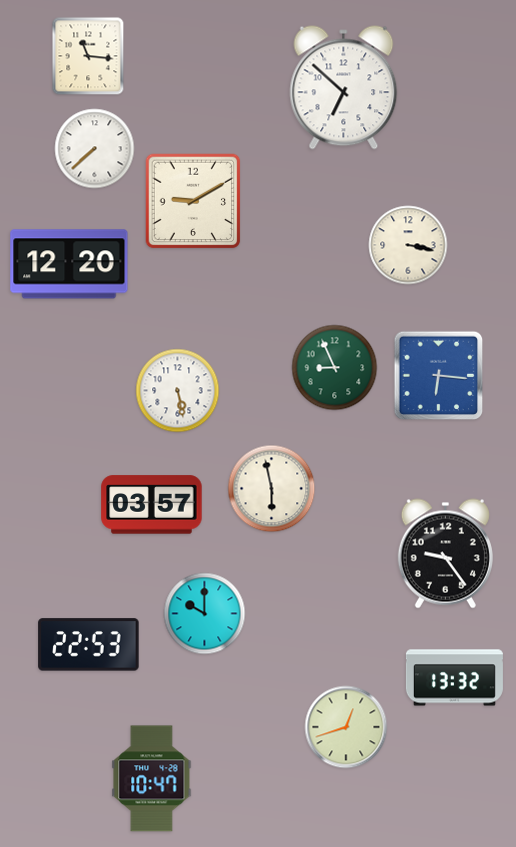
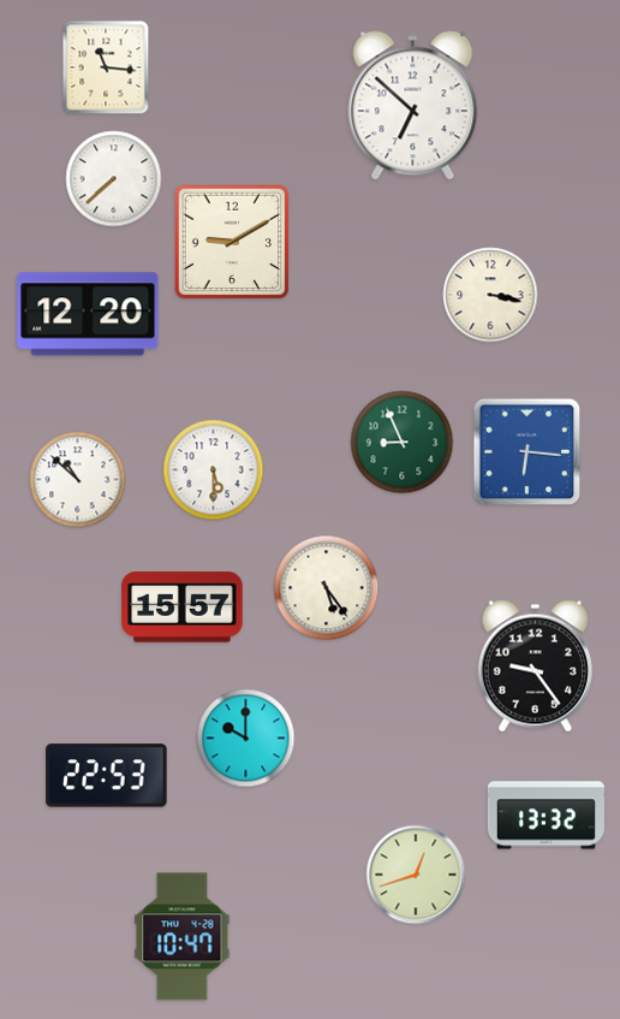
clock at (69, 264) position: (69, 264) -> (88, 314)
clock at (178, 391): 5:28 -> 5:30
clock at (78, 480): none -> 10:52
clock at (272, 489): 5:58 -> 5:24
clock at (152, 505): 03:57 -> 15:57
